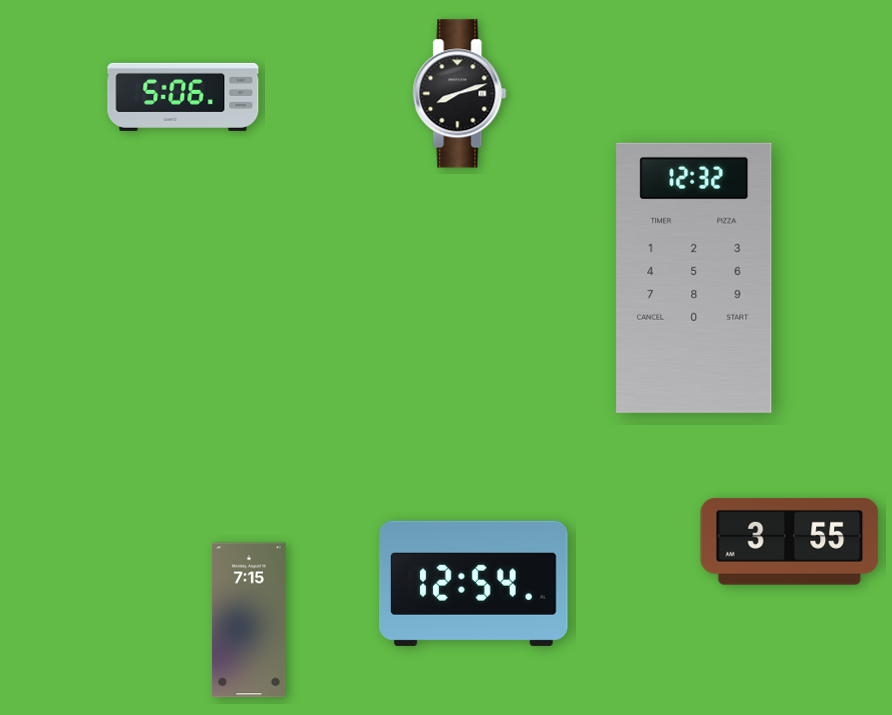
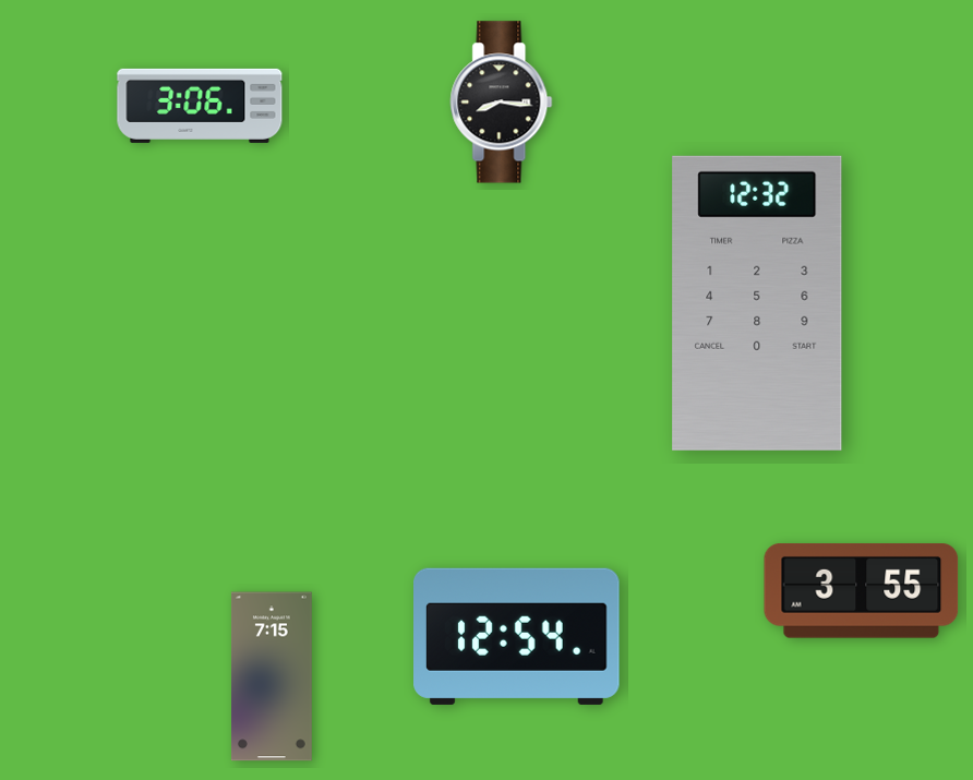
clock at (460, 94): 8:12 -> 8:16
clock at (183, 97): 5:06 -> 3:06
